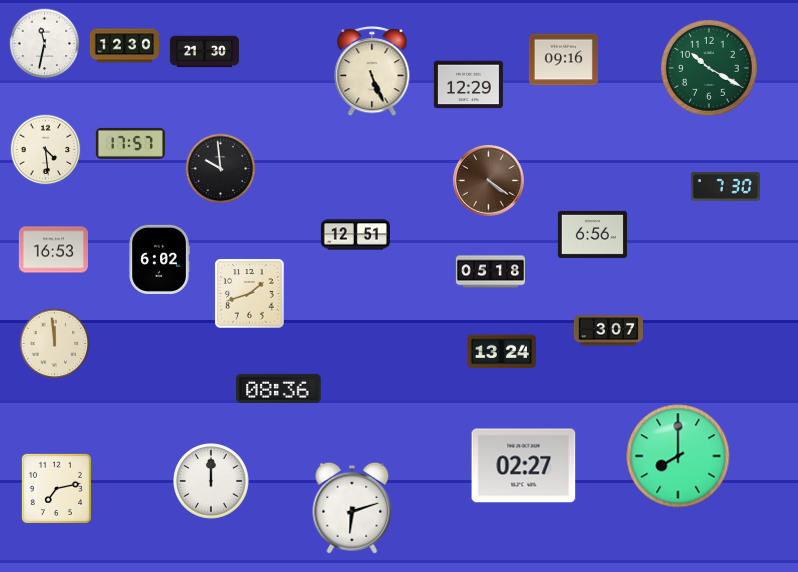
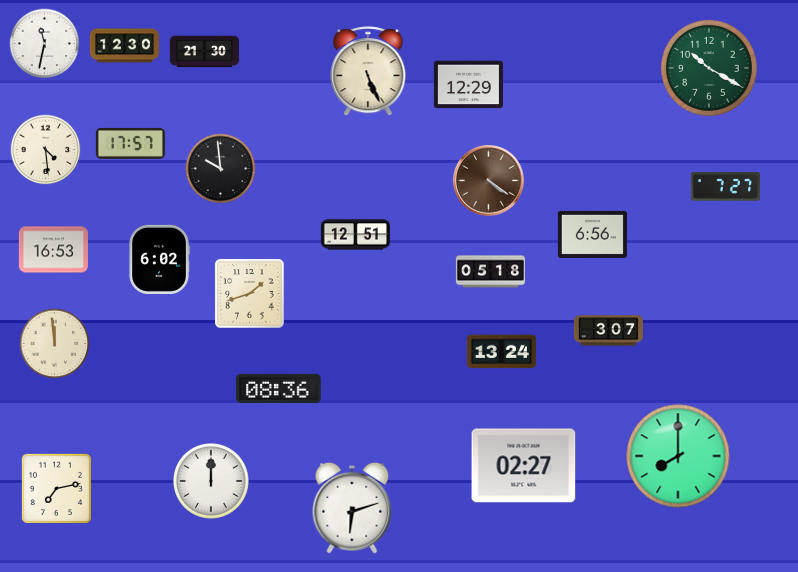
clock at (563, 60): 09:16 -> none
clock at (372, 72) position: (372, 72) -> (368, 72)
clock at (725, 187): 7:30 -> 7:27
